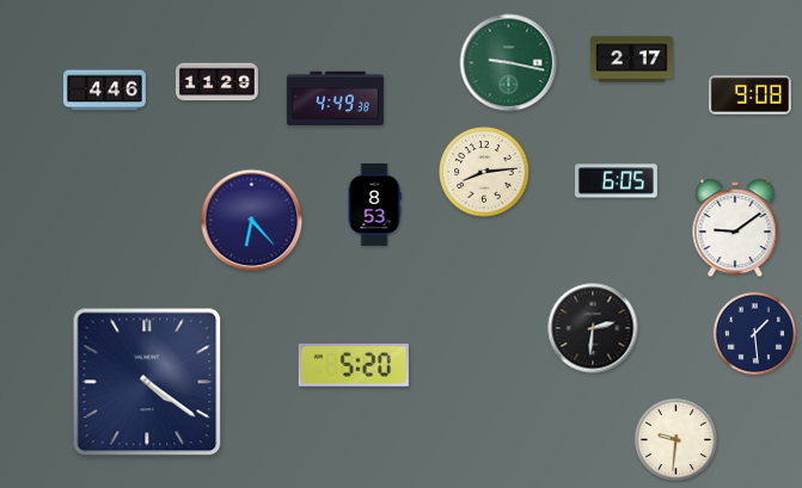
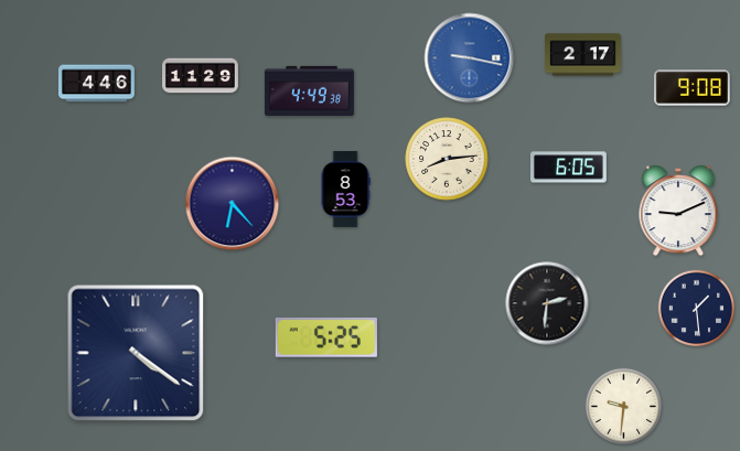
clock at (509, 63) dial: green -> blue
clock at (735, 228): 9:09 -> 9:11
clock at (354, 365): 5:20 -> 5:25
